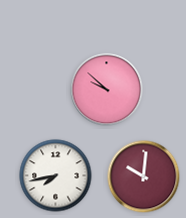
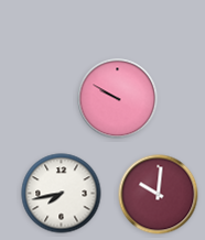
clock at (107, 90): 9:52 -> 9:50
